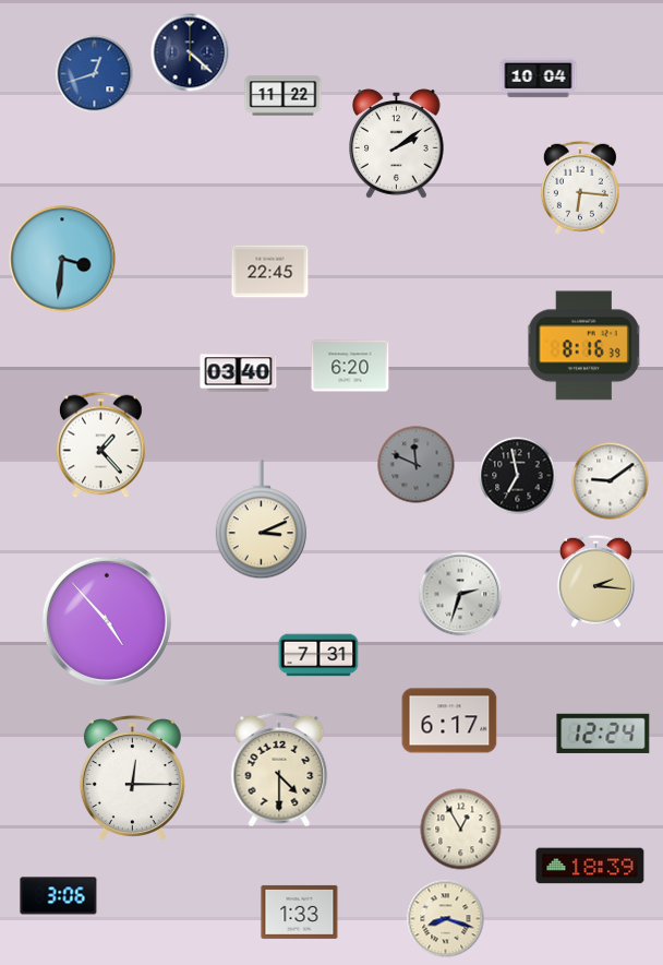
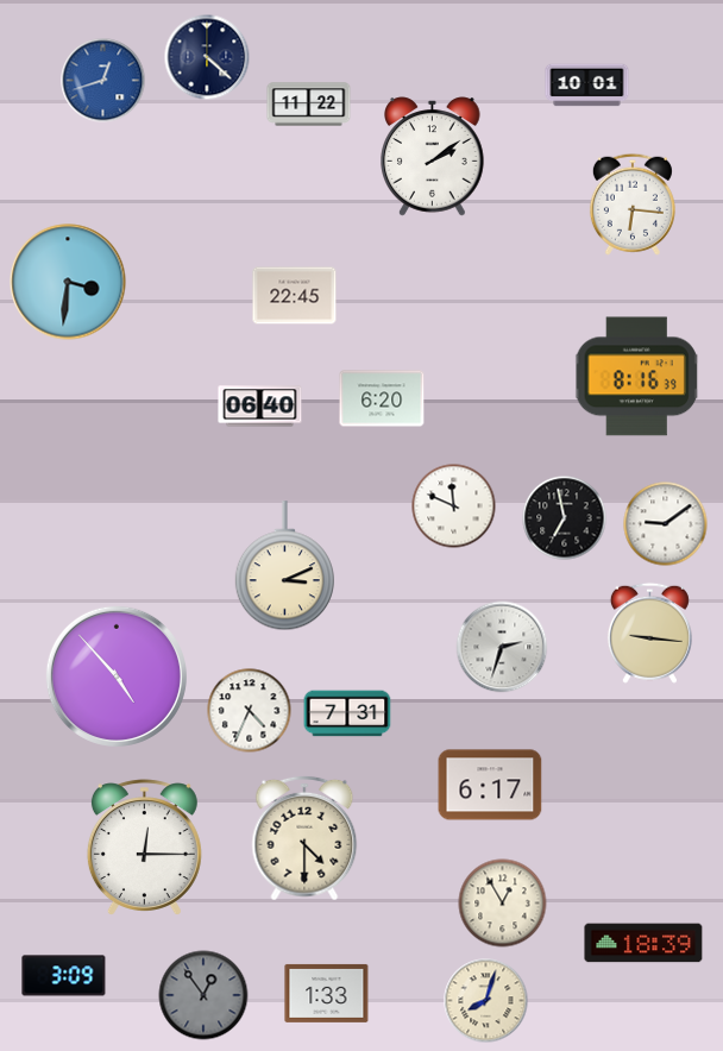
clock at (539, 79): 10:04 -> 10:01
clock at (239, 373): 03:40 -> 06:40
clock at (101, 445): 1:23 -> none
clock at (417, 465) dial: grey -> white
clock at (595, 581): 2:16 -> 9:16
clock at (250, 711): none -> 4:34
clock at (603, 734): 12:24 -> none
clock at (59, 896): 3:06 -> 3:09
clock at (203, 995): none -> 12:54
clock at (446, 919): 8:18 -> 8:03
